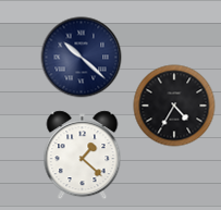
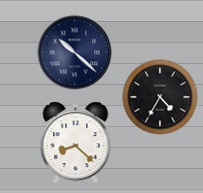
clock at (83, 156): 1:22 -> 8:22
